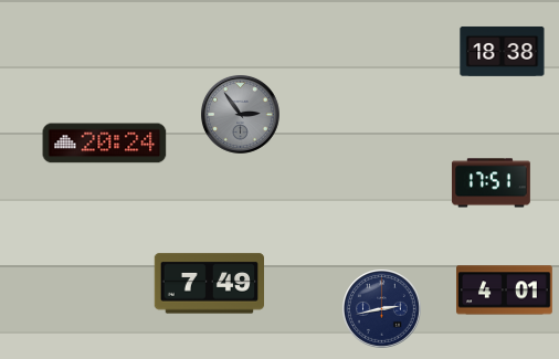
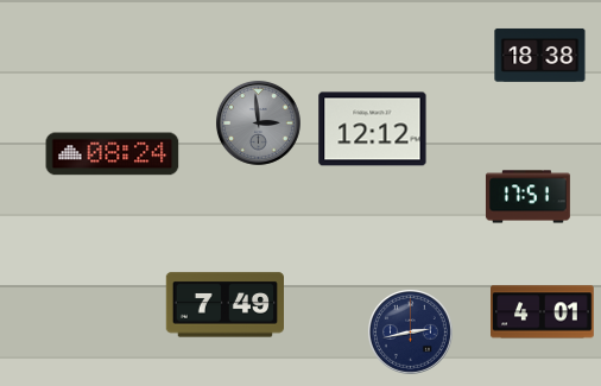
clock at (240, 114): 2:54 -> 2:59
clock at (373, 129): none -> 12:12
clock at (105, 144): 20:24 -> 08:24
